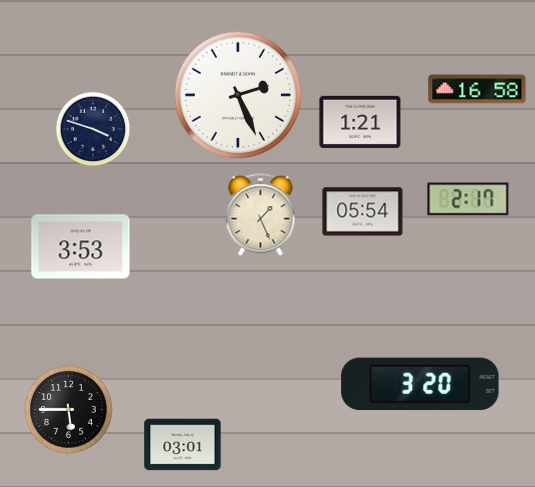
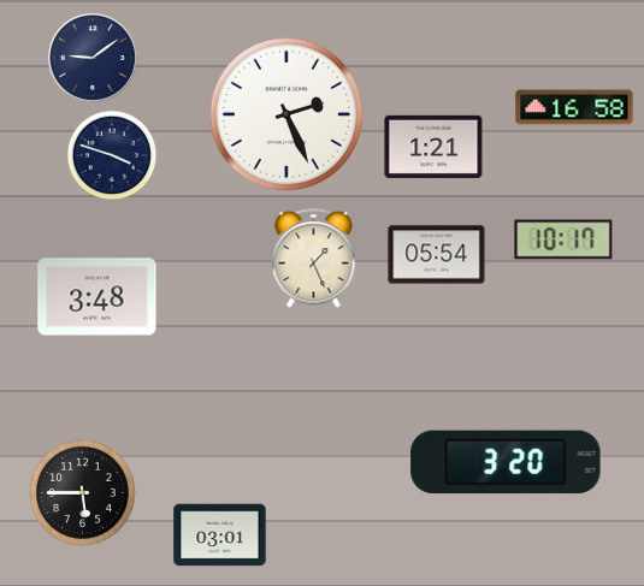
clock at (93, 58): none -> 9:09
clock at (468, 199): 2:17 -> 10:17
clock at (81, 247): 3:53 -> 3:48
